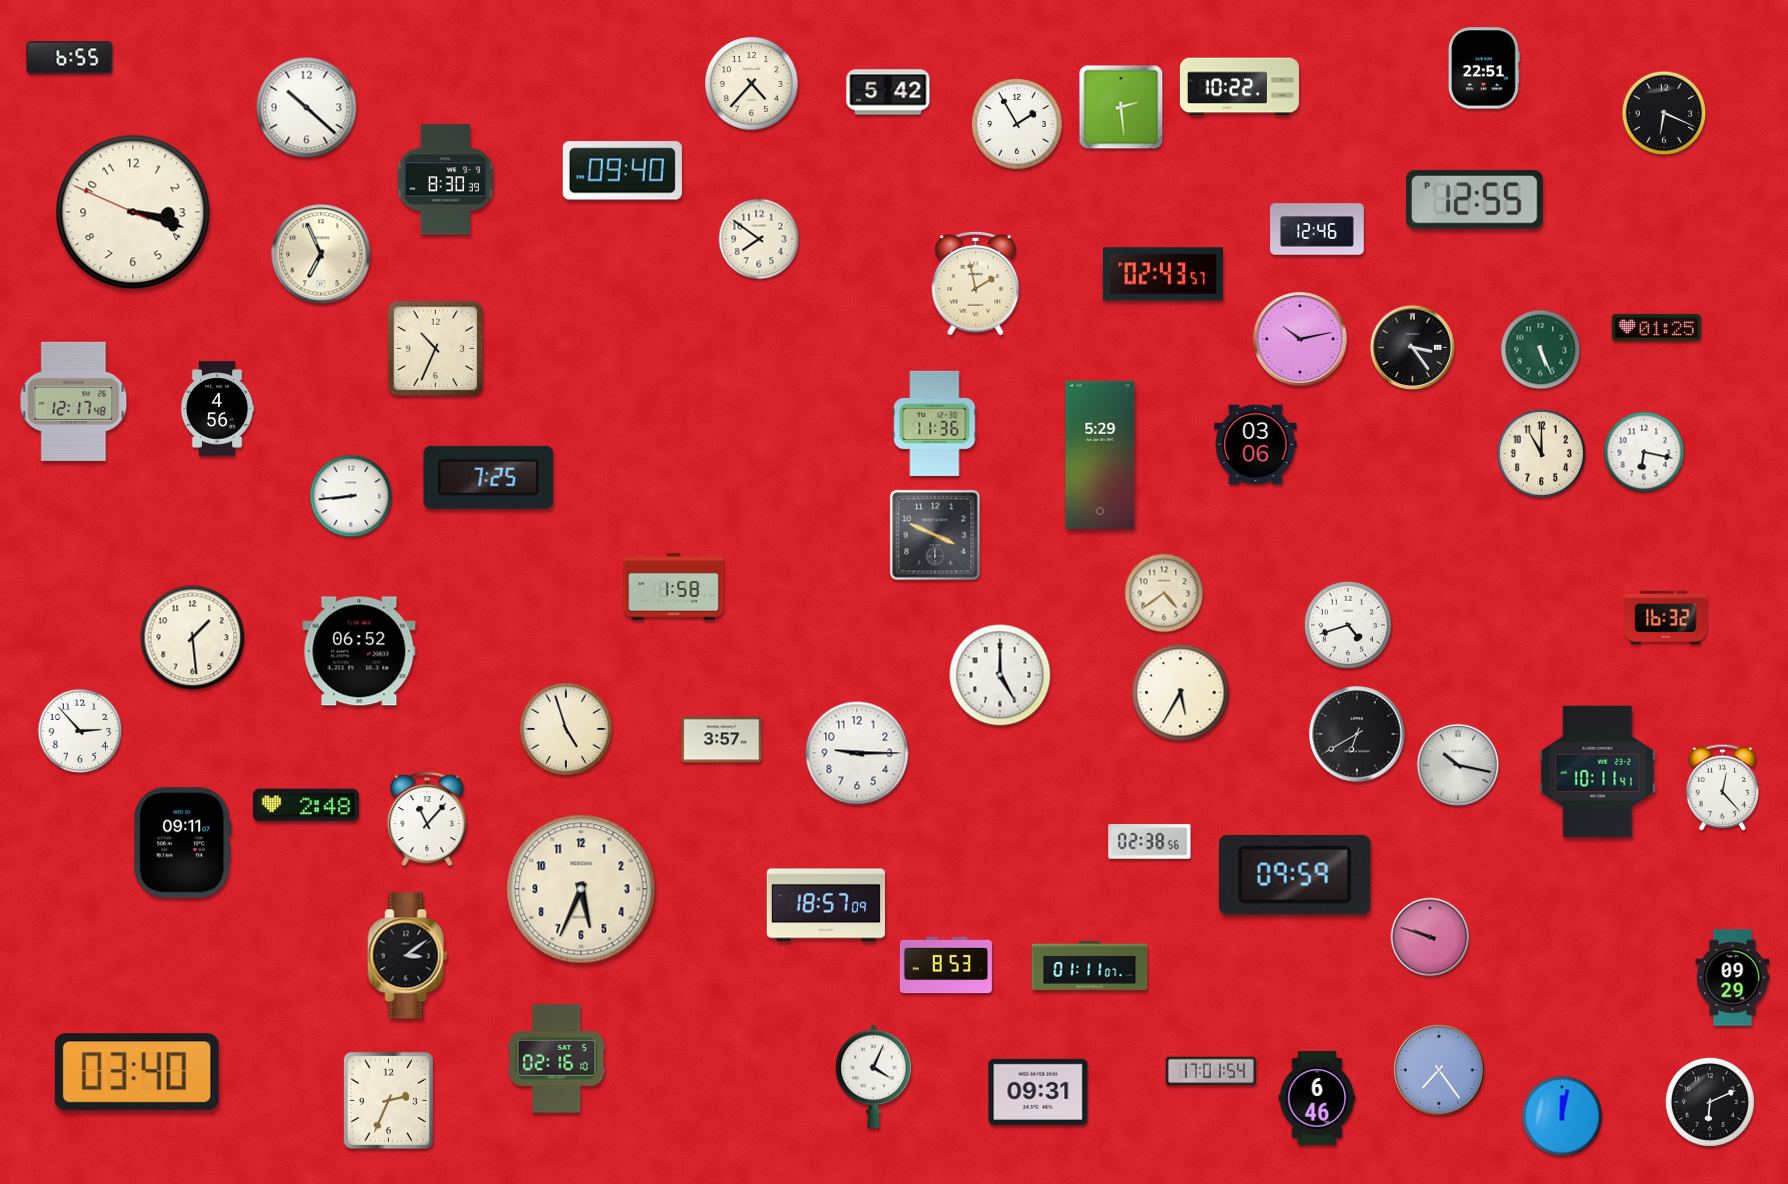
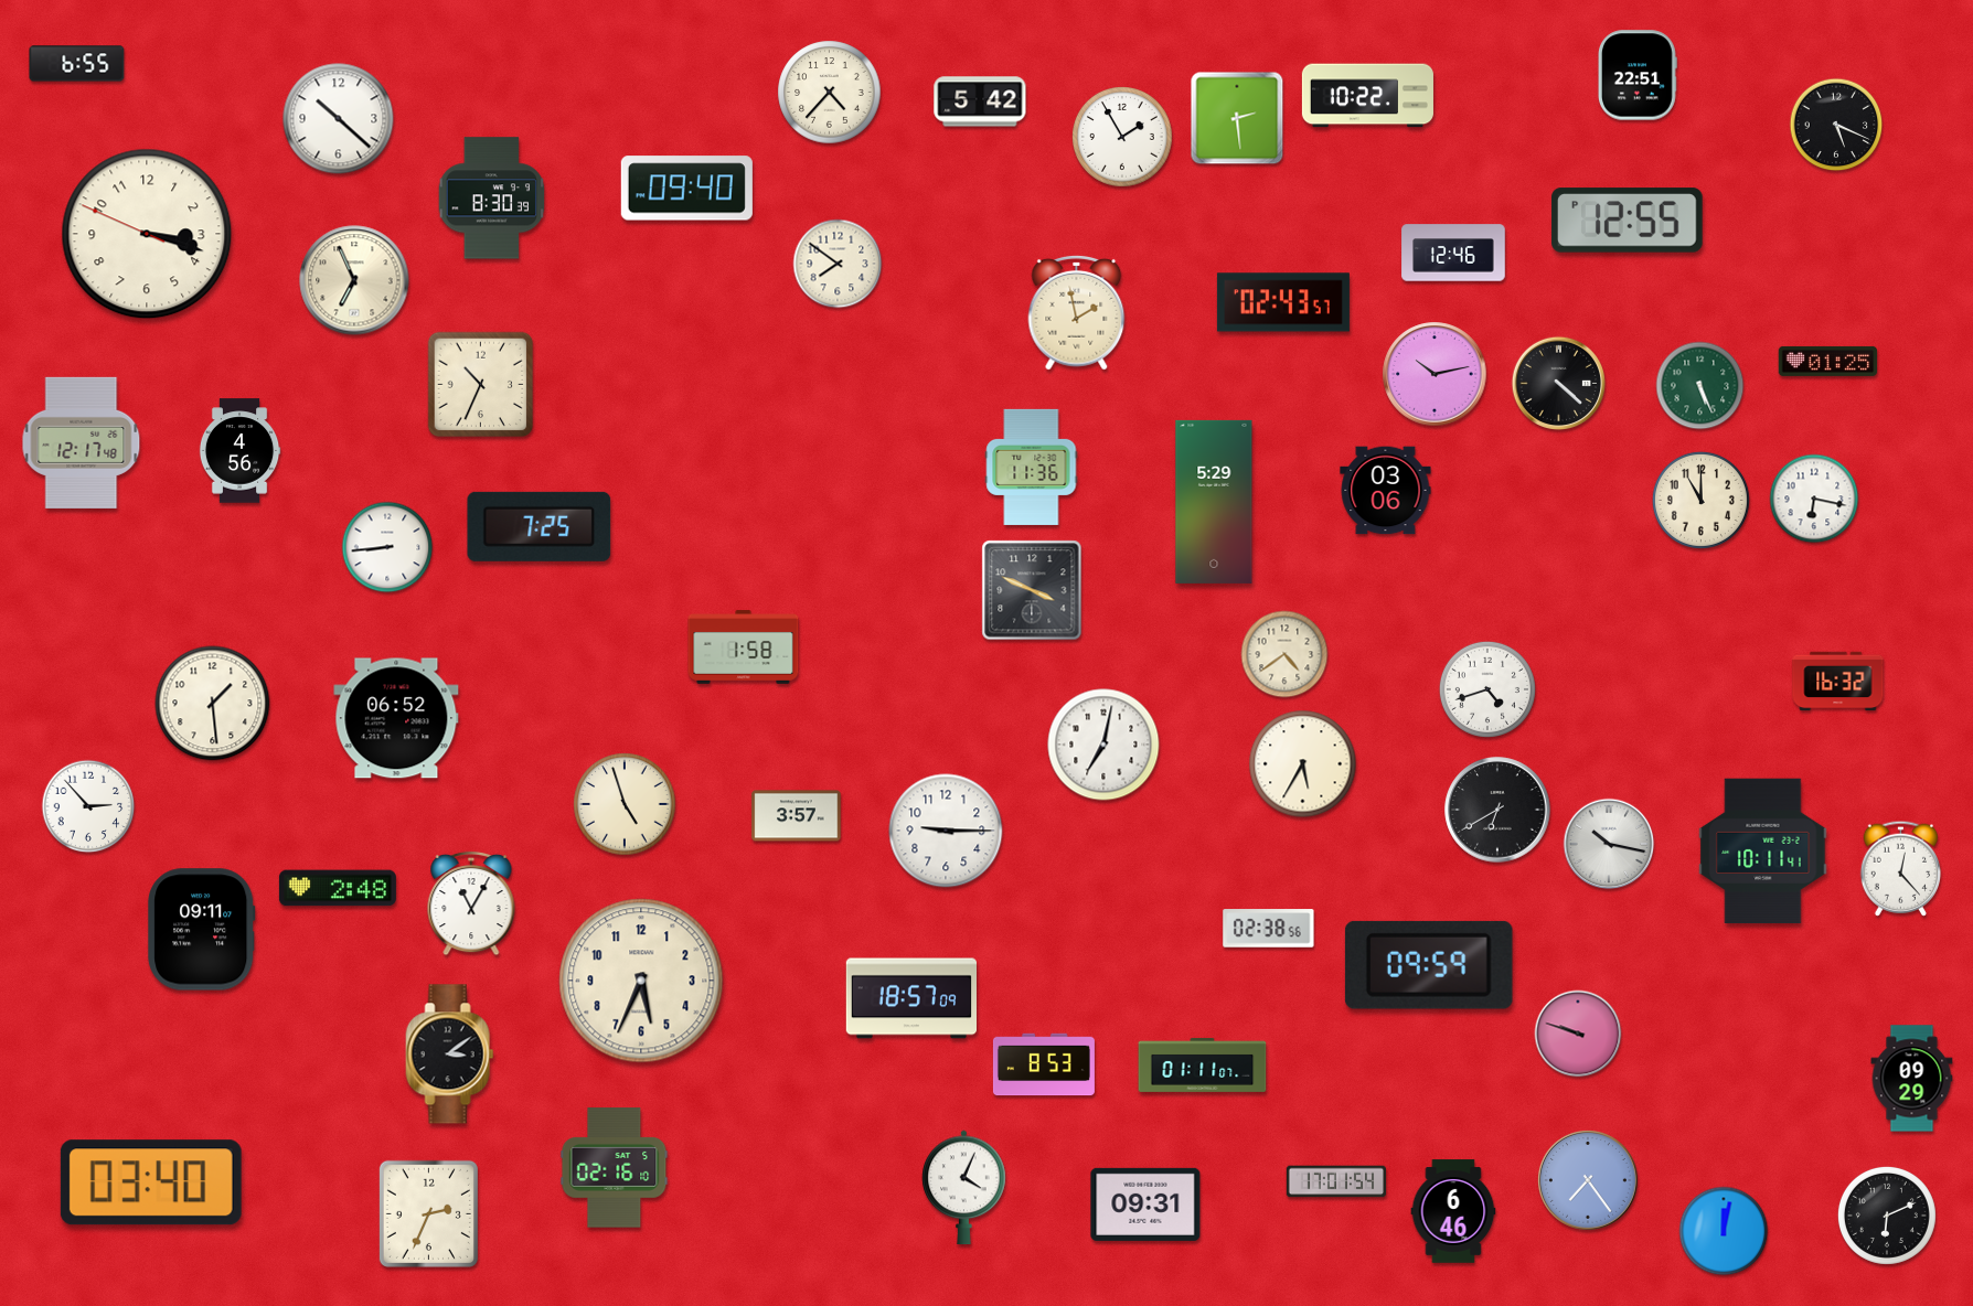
clock at (1664, 113): 6:19 -> 5:19
clock at (1412, 347): 3:24 -> 4:22
clock at (1000, 675): 5:00 -> 7:02
clock at (427, 819): 11:07 -> 11:05
